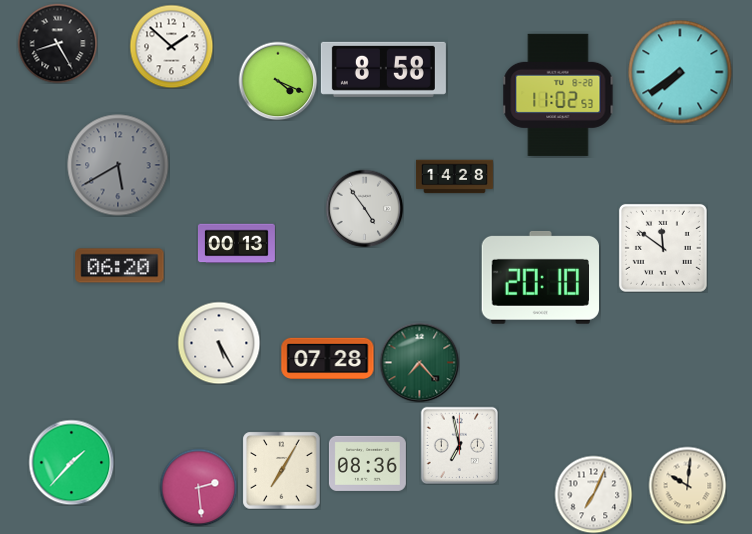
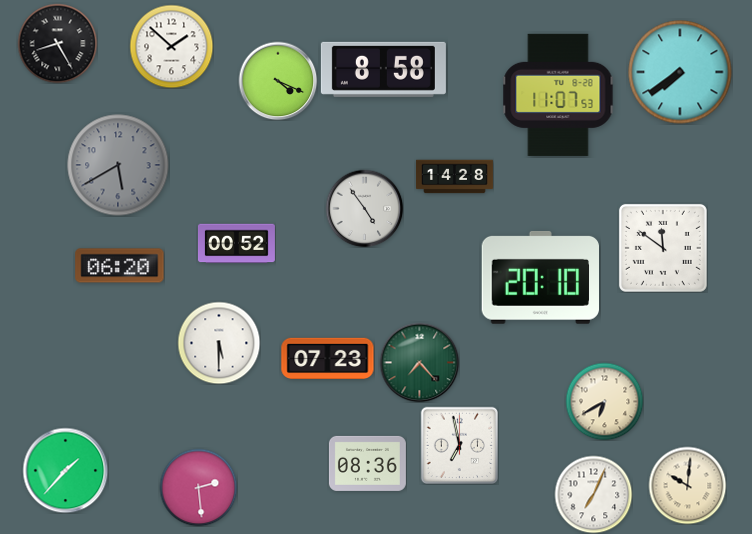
clock at (558, 95): 11:02 -> 11:07
clock at (236, 244): 00:13 -> 00:52
clock at (219, 343): 5:25 -> 5:30
clock at (328, 359): 07:28 -> 07:23
clock at (604, 401): none -> 6:40
clock at (71, 462) position: (71, 462) -> (65, 470)
clock at (281, 470): 7:05 -> none
